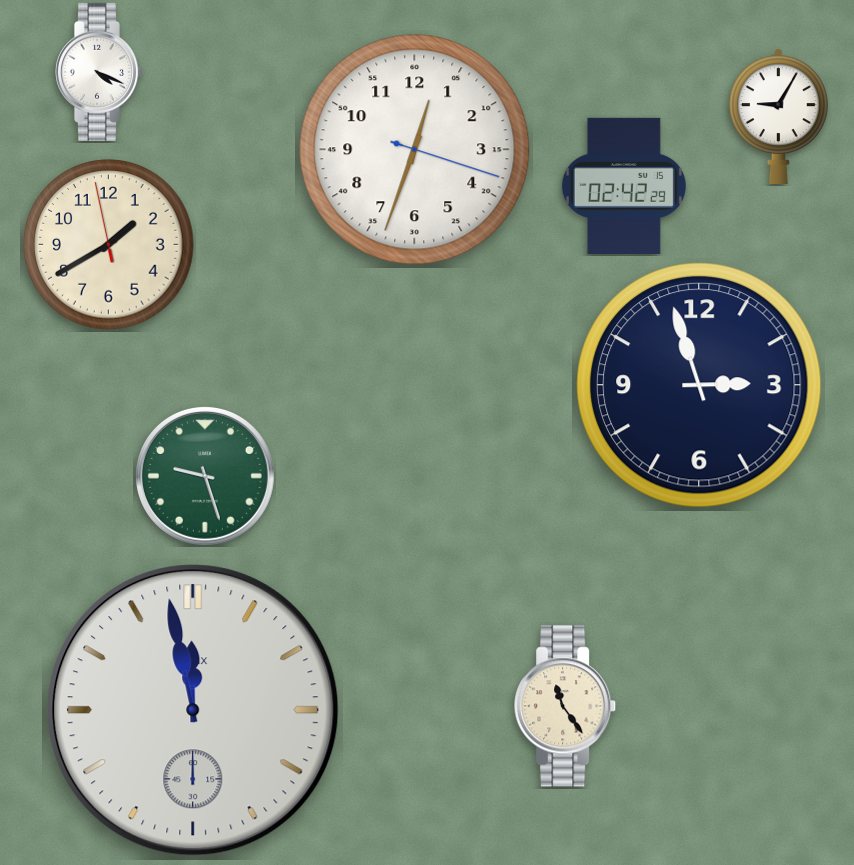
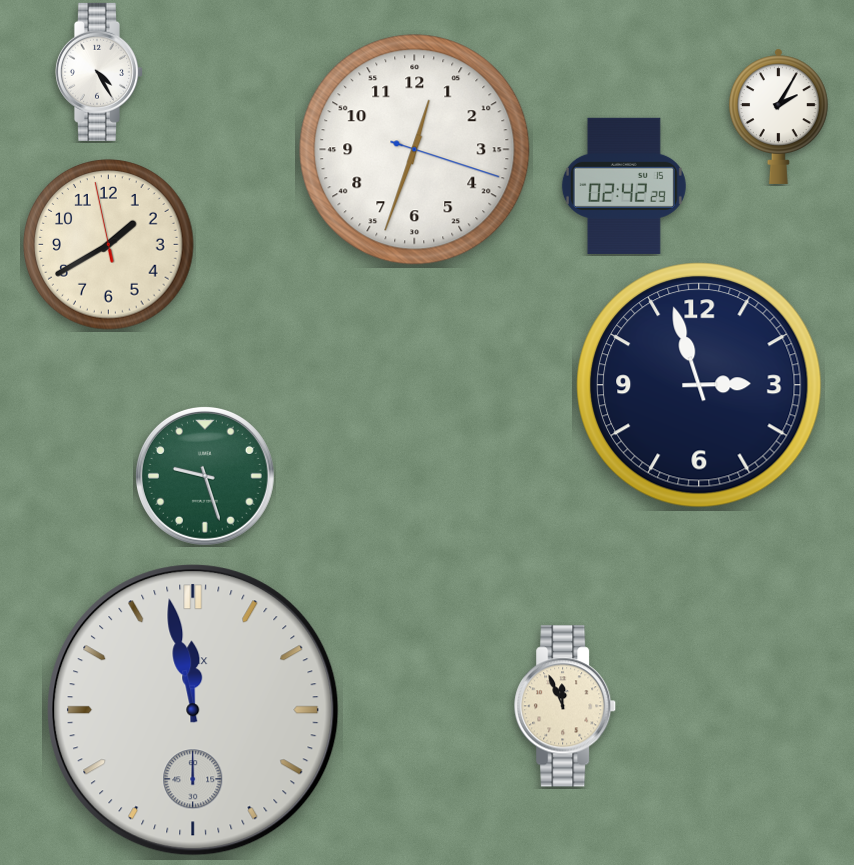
clock at (98, 72): 4:19 -> 4:25
clock at (778, 116): 9:05 -> 2:05
clock at (566, 706): 11:24 -> 11:56
